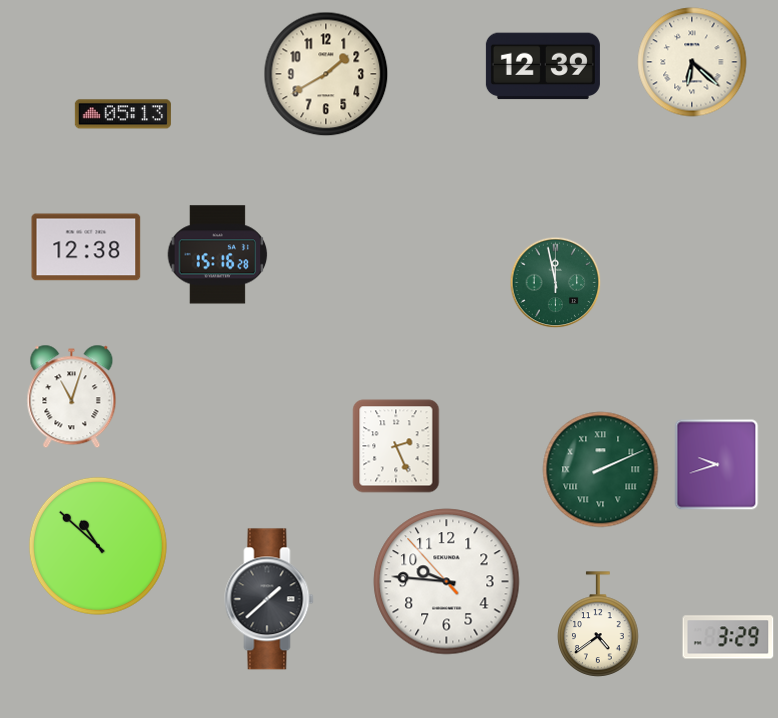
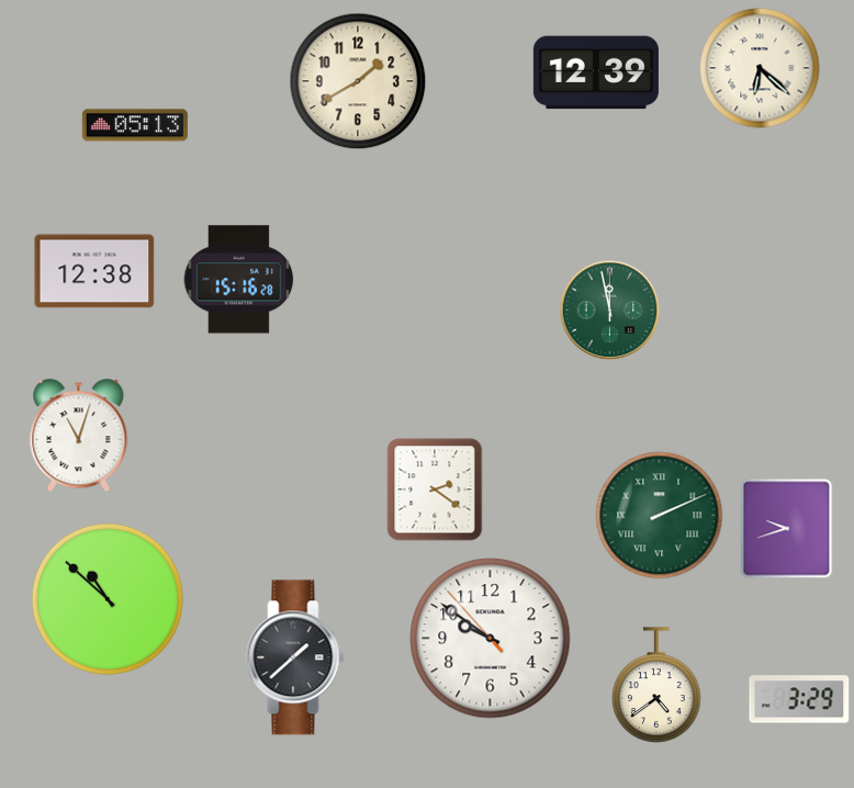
clock at (396, 446): 2:26 -> 2:21
clock at (717, 465) position: (717, 465) -> (787, 529)
clock at (447, 582): 9:45 -> 9:50
